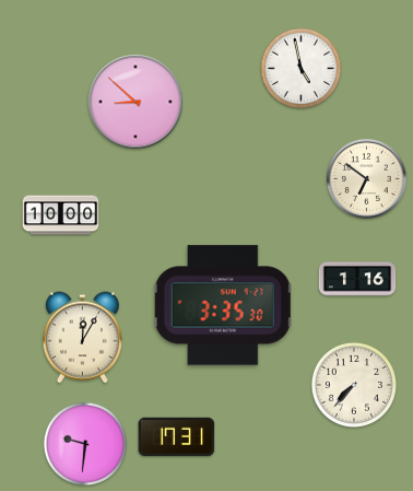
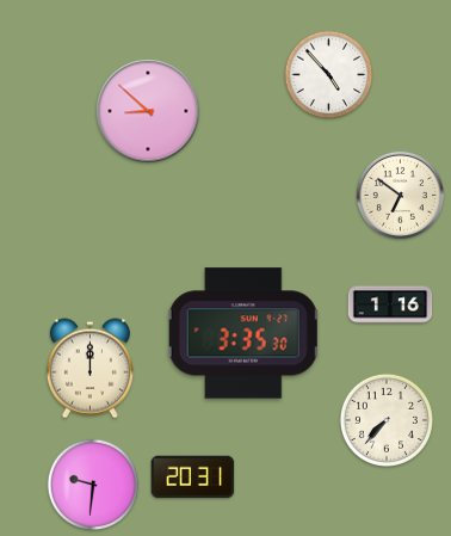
clock at (302, 69): 4:58 -> 4:53
clock at (61, 215): 10:00 -> none
clock at (82, 338): 12:05 -> 12:00
clock at (177, 437): 17:31 -> 20:31
